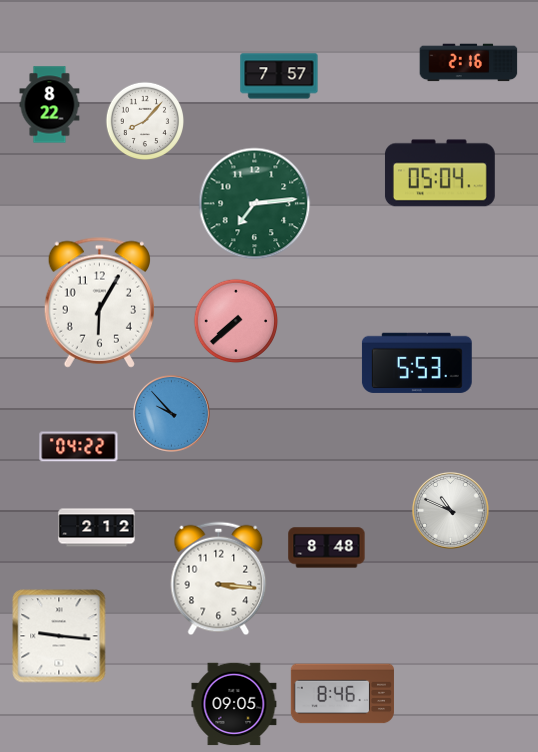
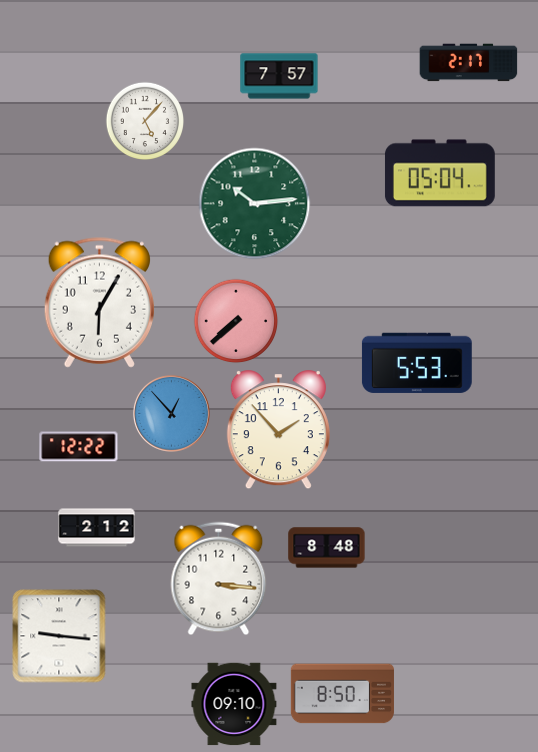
clock at (469, 63): 2:16 -> 2:17
clock at (50, 105): 8:22 -> none
clock at (144, 120): 8:07 -> 5:07
clock at (255, 204): 7:14 -> 10:14
clock at (171, 413): 9:53 -> 12:53
clock at (278, 430): none -> 1:53
clock at (79, 447): 04:22 -> 12:22
clock at (450, 510): 10:49 -> none
clock at (342, 694): 8:46 -> 8:50
clock at (234, 704): 09:05 -> 09:10
